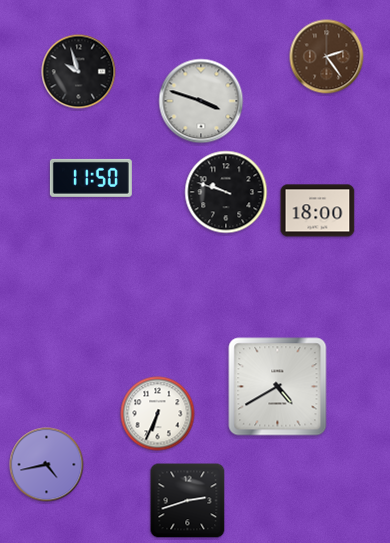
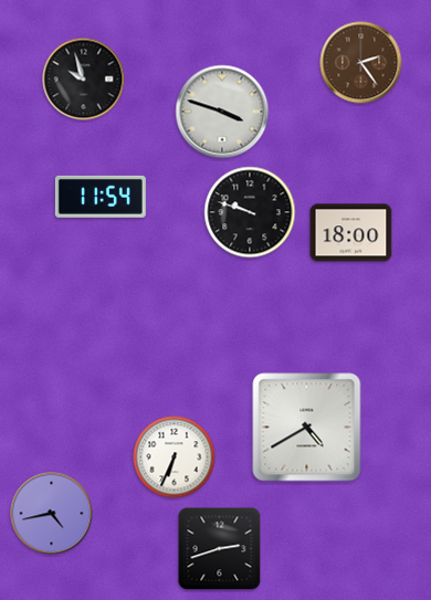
clock at (79, 72) position: (79, 72) -> (84, 80)
clock at (91, 178): 11:50 -> 11:54
clock at (188, 501) position: (188, 501) -> (220, 549)
